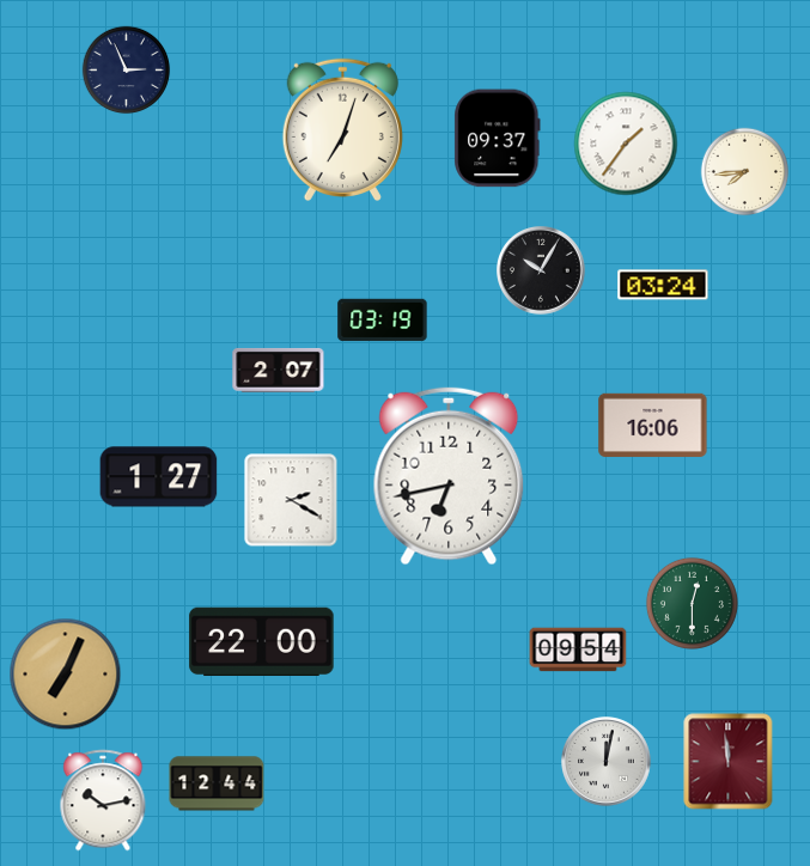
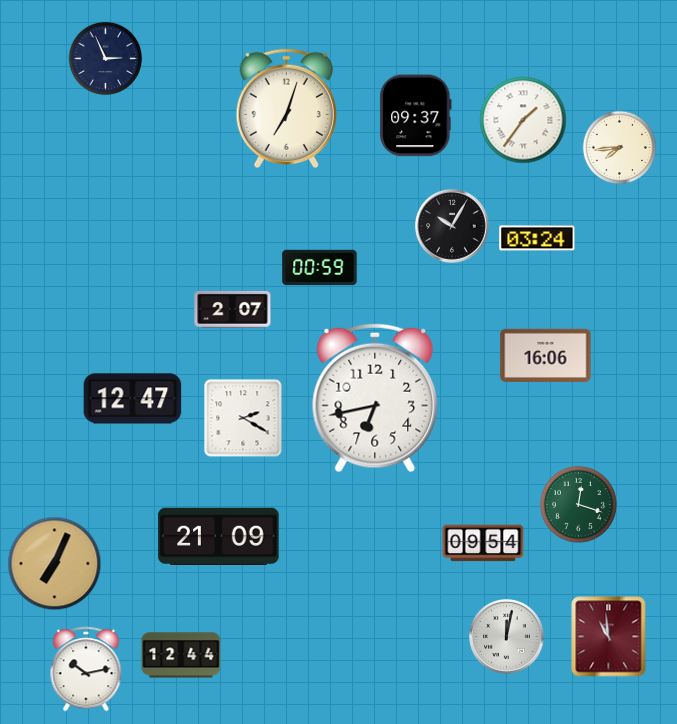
clock at (745, 172) position: (745, 172) -> (620, 148)
clock at (663, 285) position: (663, 285) -> (537, 238)
clock at (383, 321): 03:19 -> 00:59
clock at (159, 477): 1:27 -> 12:47
clock at (692, 603): 12:30 -> 12:18
clock at (262, 641): 22:00 -> 21:09
clock at (729, 762): 11:59 -> 10:59
